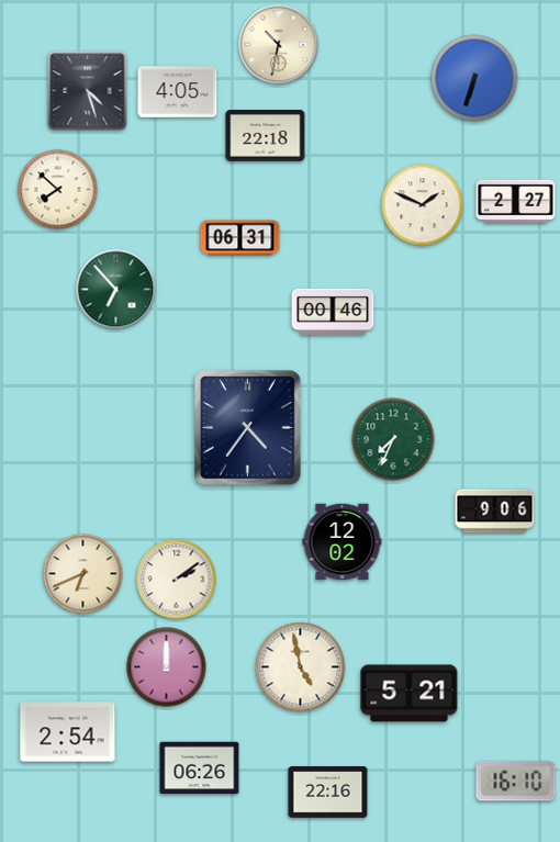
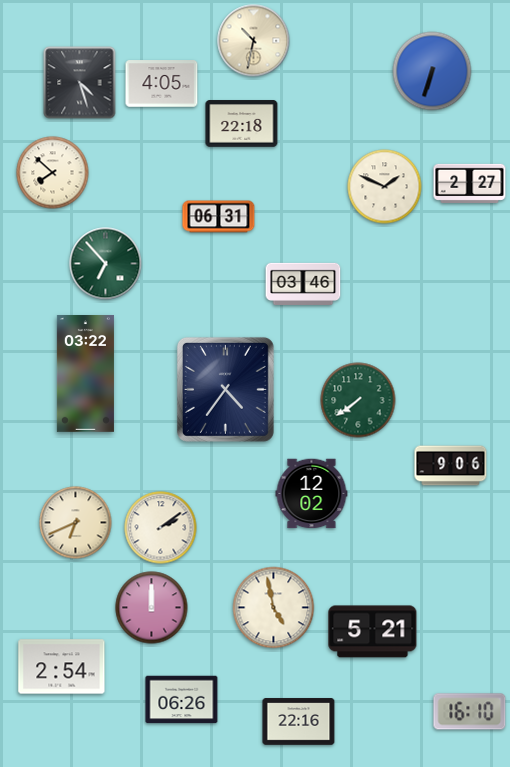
clock at (333, 312): 00:46 -> 03:46
clock at (85, 374): none -> 03:22
clock at (393, 439): 7:34 -> 7:39
